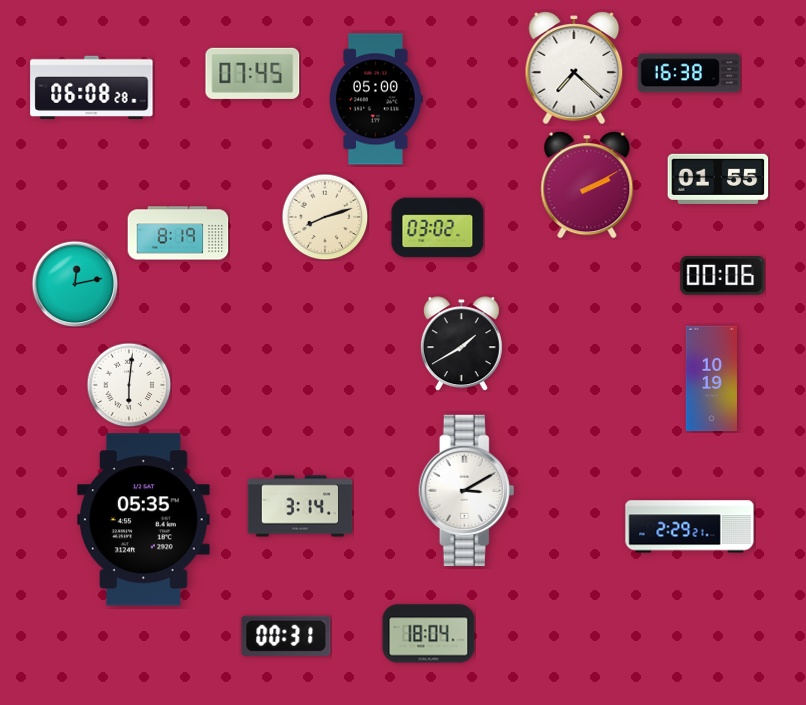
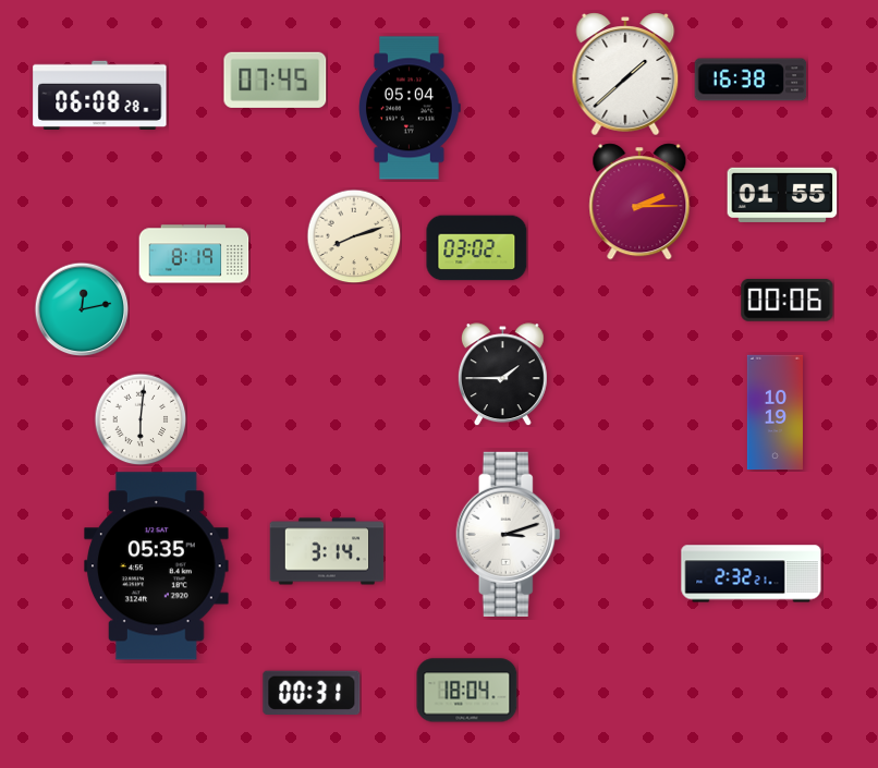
clock at (574, 68): 7:22 -> 1:38
clock at (377, 99): 05:00 -> 05:04
clock at (587, 185): 2:10 -> 2:15
clock at (461, 344): 1:40 -> 1:45
clock at (467, 490): 3:10 -> 3:12
clock at (690, 527): 2:29 -> 2:32
